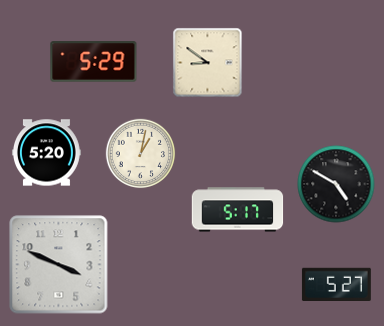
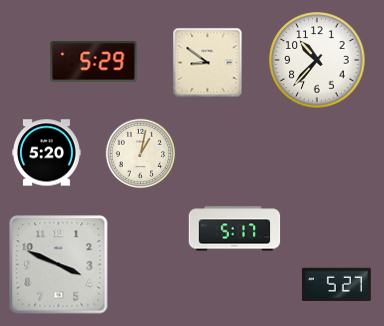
clock at (317, 60): none -> 10:37
clock at (336, 184): 4:50 -> none
clock at (238, 210) position: (238, 210) -> (235, 229)
